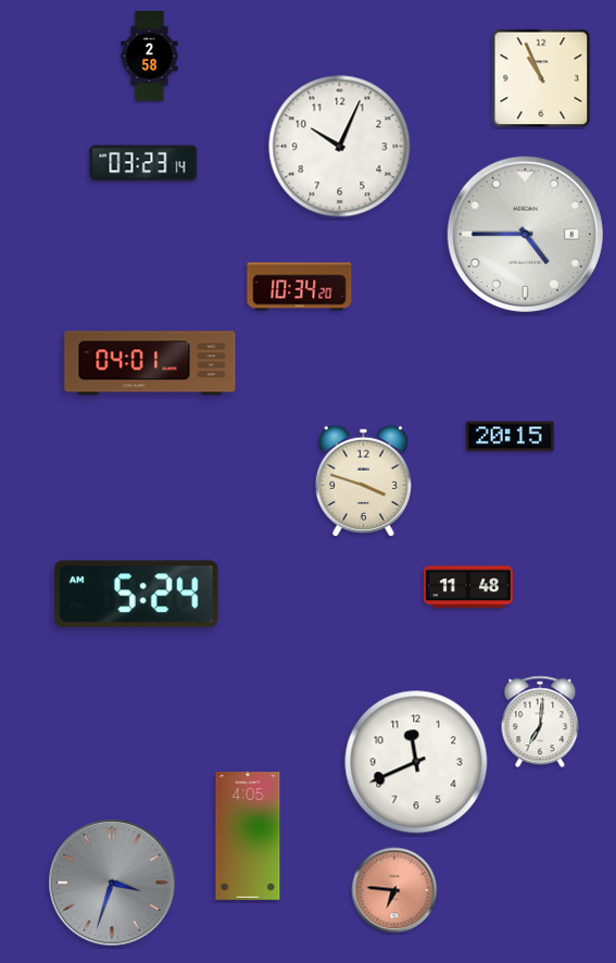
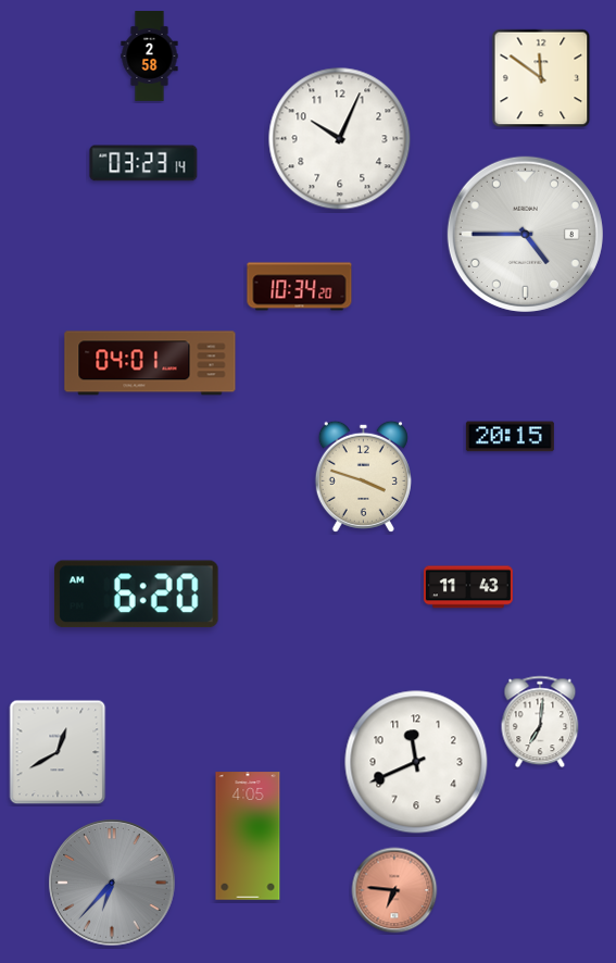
clock at (541, 78): 10:56 -> 11:51
clock at (340, 147) position: (340, 147) -> (340, 139)
clock at (363, 480) position: (363, 480) -> (363, 476)
clock at (468, 587): 11:48 -> 11:43
clock at (136, 595): 5:24 -> 6:20
clock at (58, 752): none -> 12:40
clock at (112, 883): 3:33 -> 6:37
